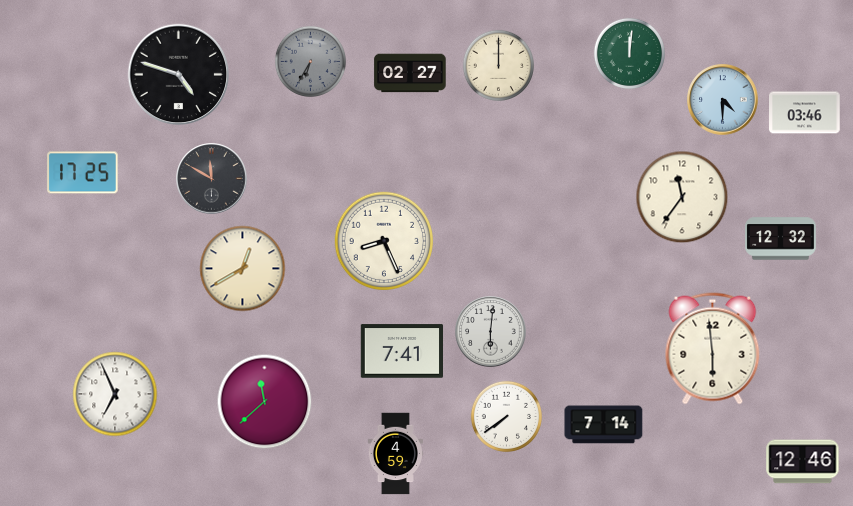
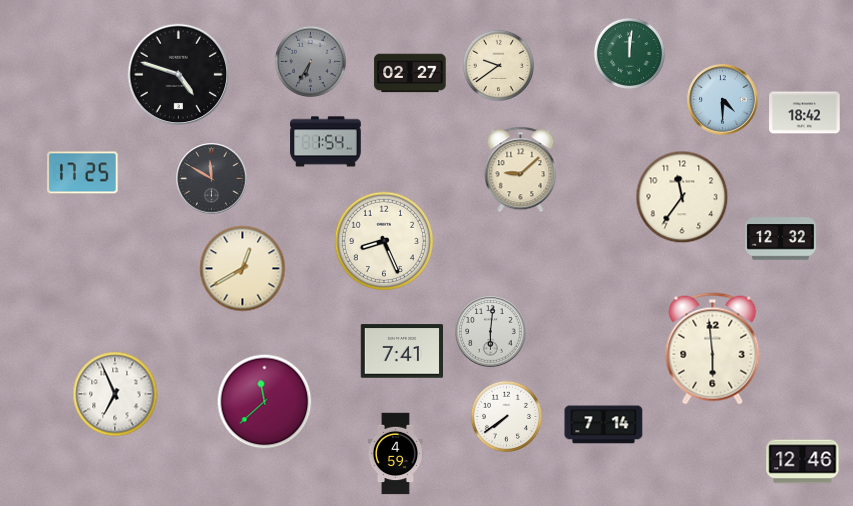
clock at (498, 65): 12:00 -> 9:39
clock at (805, 113): 03:46 -> 18:42
clock at (326, 142): none -> 1:54
clock at (521, 170): none -> 9:08
